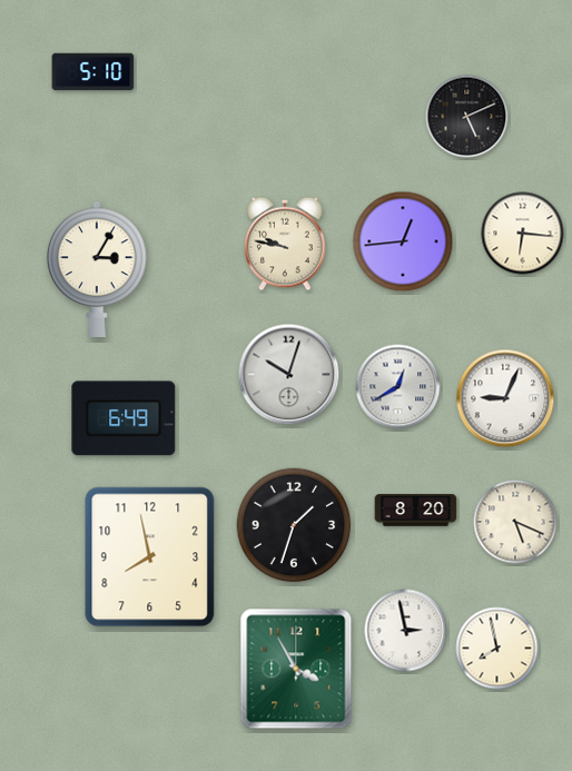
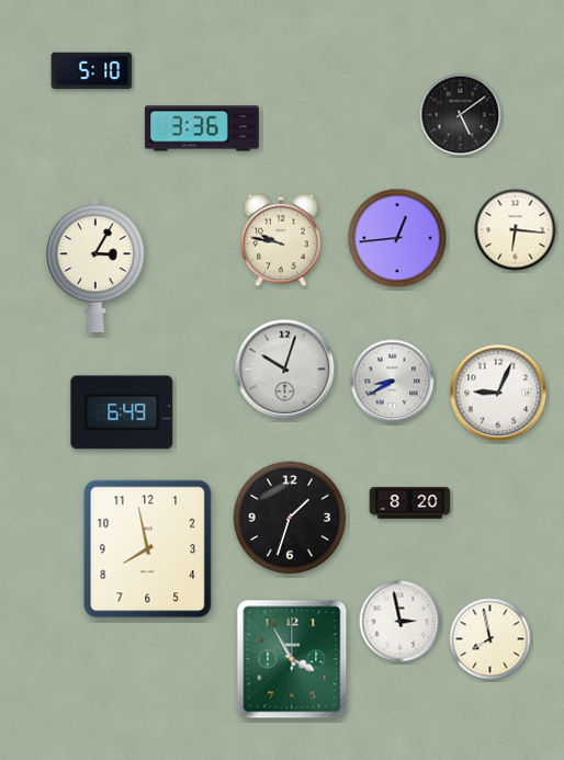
clock at (467, 117): 5:11 -> 5:09
clock at (202, 128): none -> 3:36
clock at (398, 387): 12:40 -> 8:40
clock at (515, 522): 5:19 -> none
